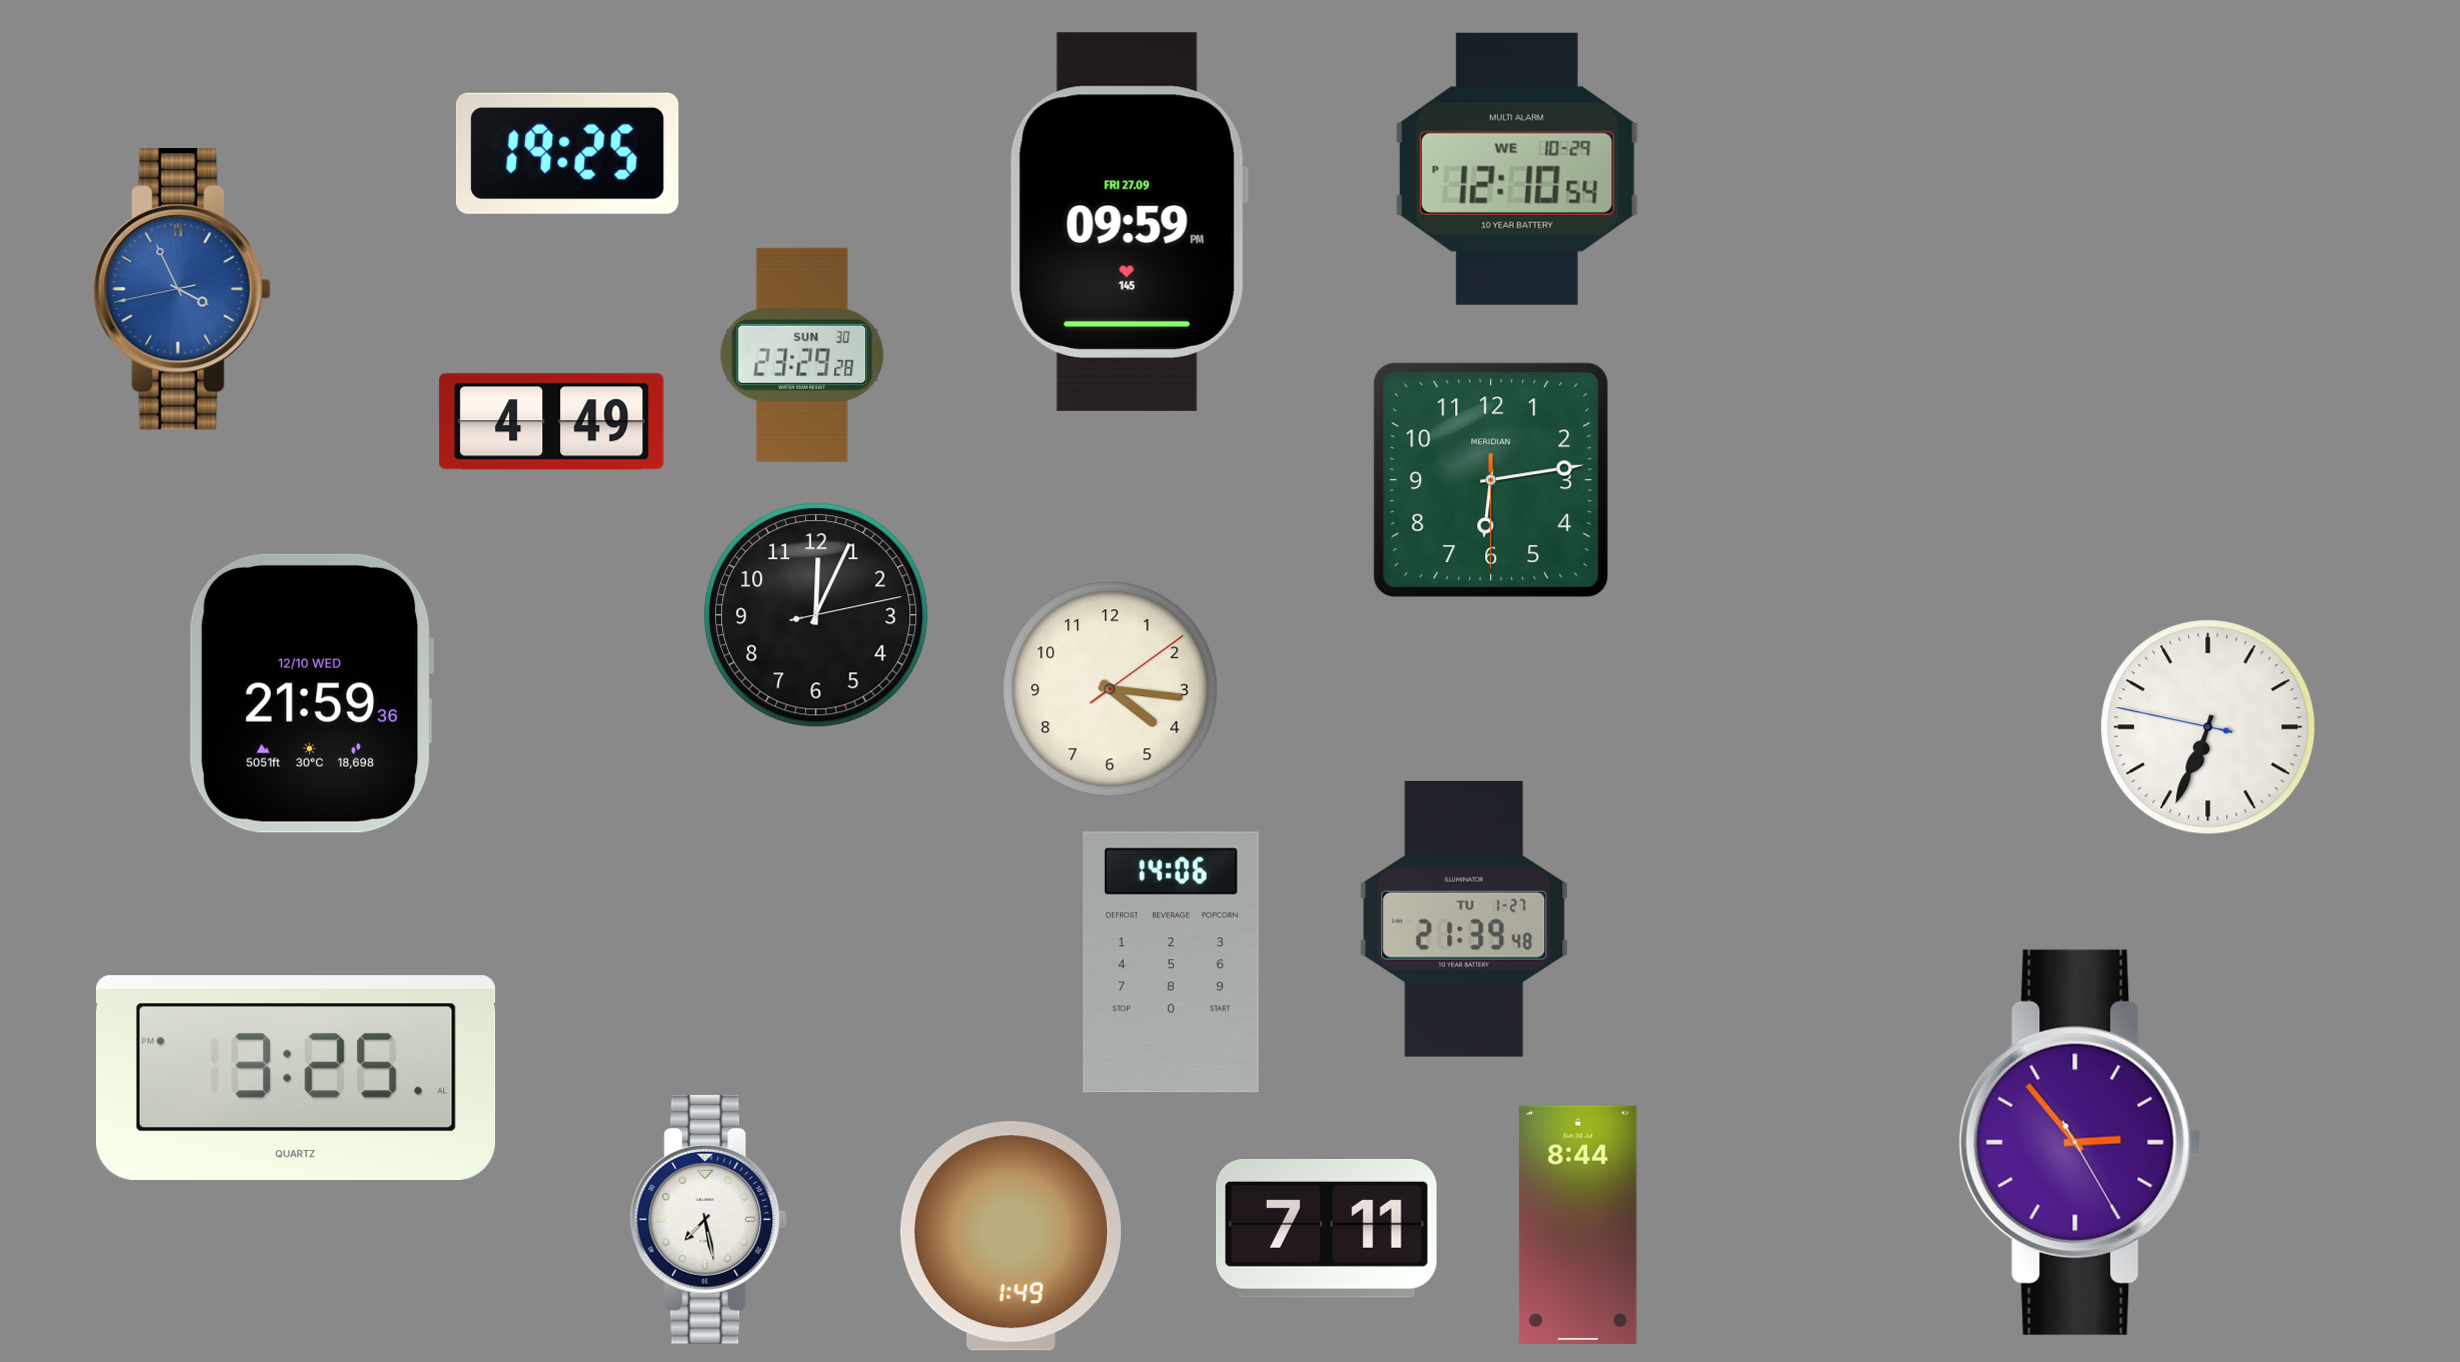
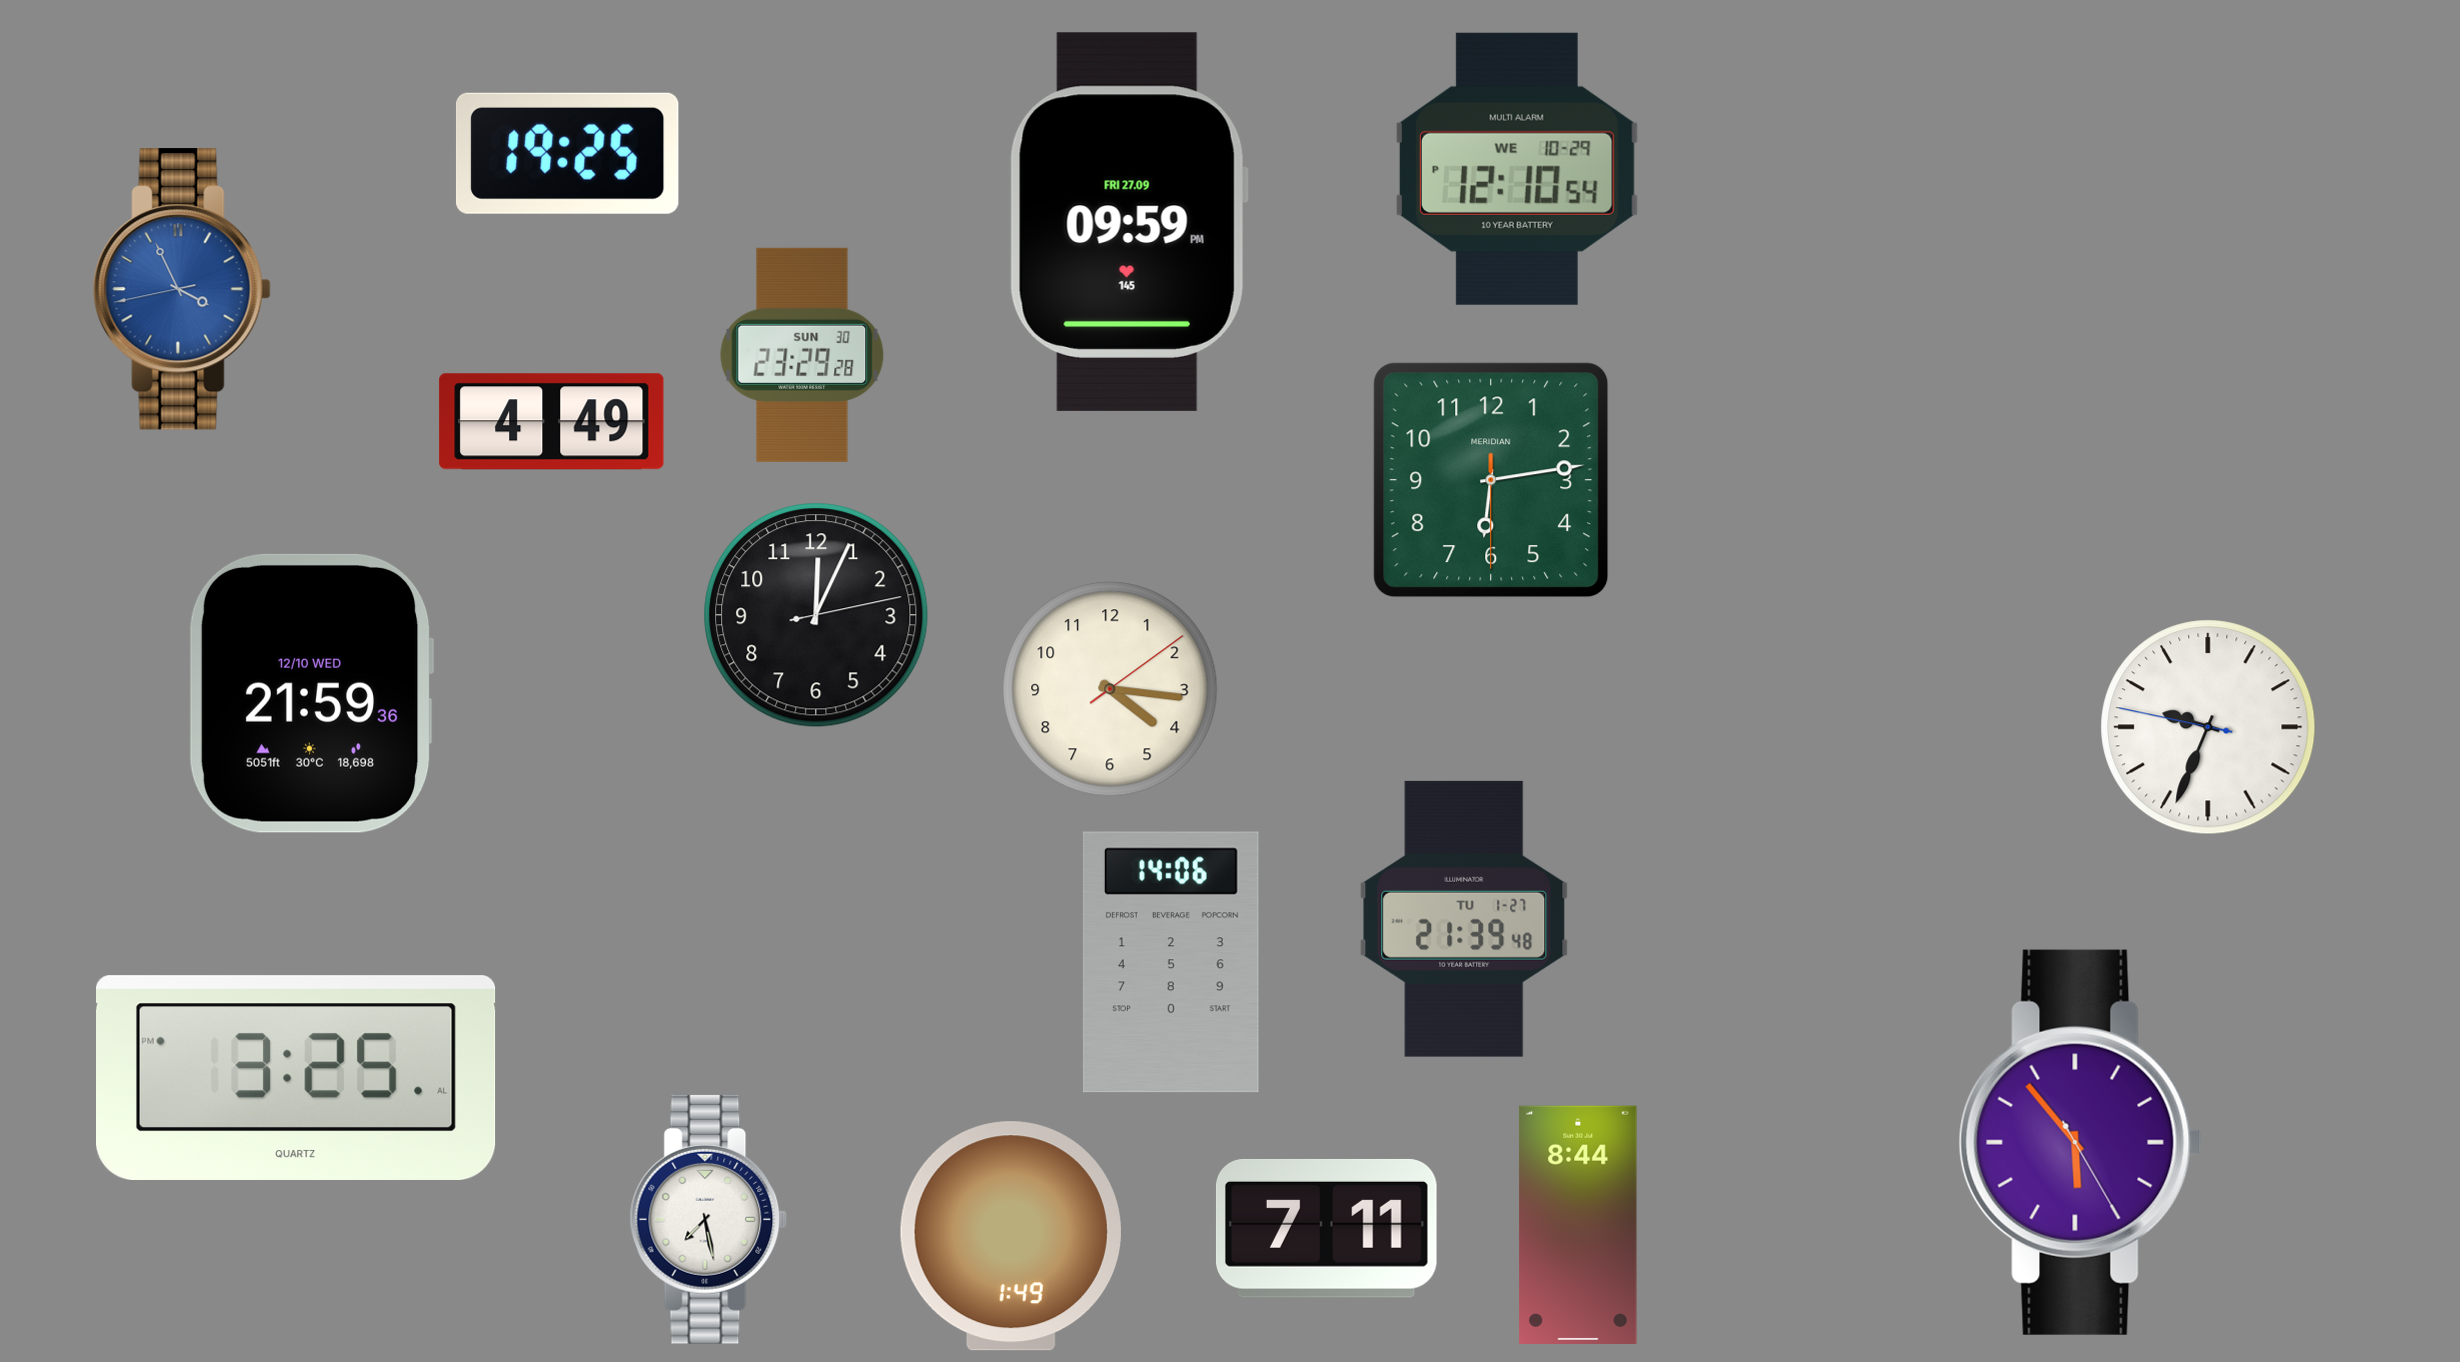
clock at (2208, 727): 6:33 -> 9:33
clock at (2080, 1142): 2:53 -> 5:53
